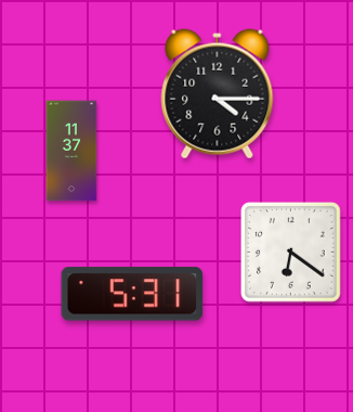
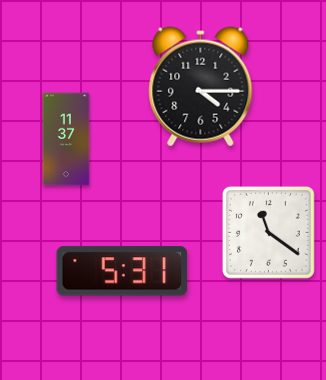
clock at (290, 252): 6:21 -> 11:21
